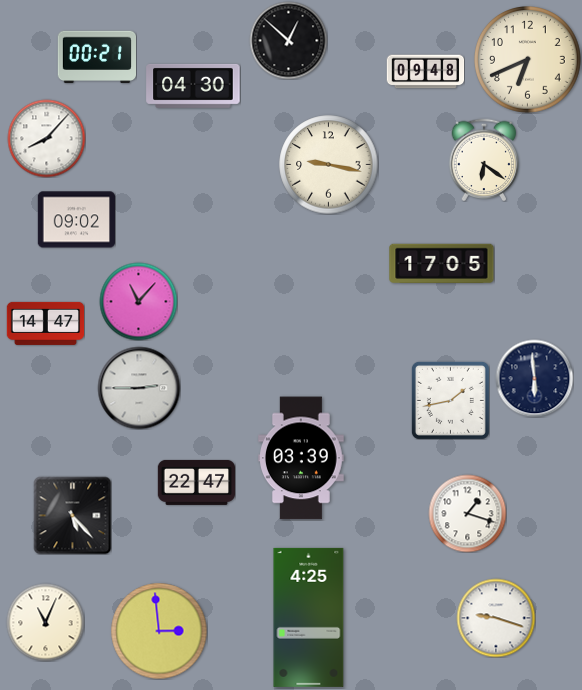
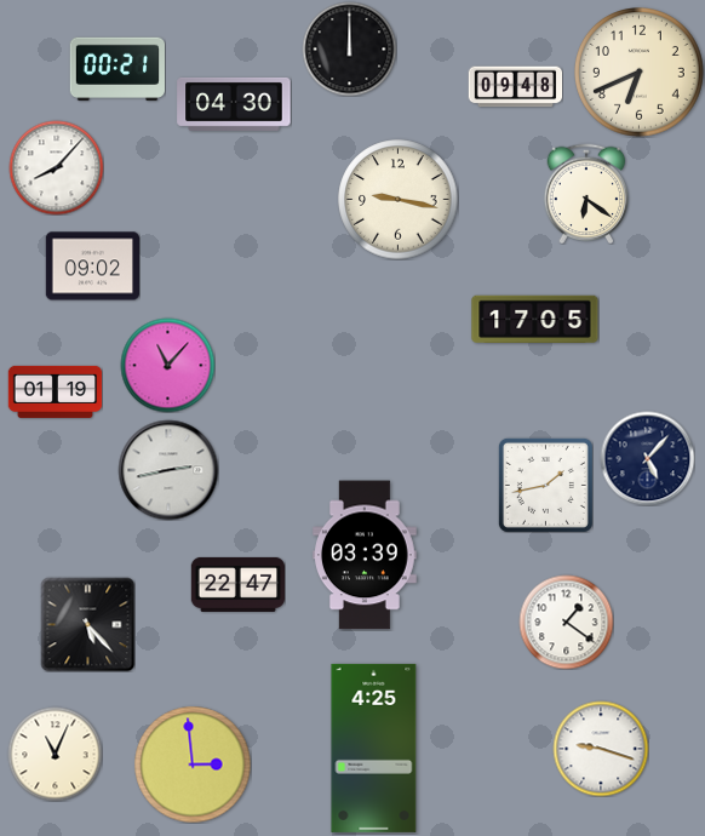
clock at (288, 40): 12:52 -> 12:00
clock at (45, 323): 14:47 -> 01:19
clock at (534, 378): 5:59 -> 5:07
clock at (139, 388): 2:45 -> 2:43
clock at (467, 513): 1:18 -> 1:21
